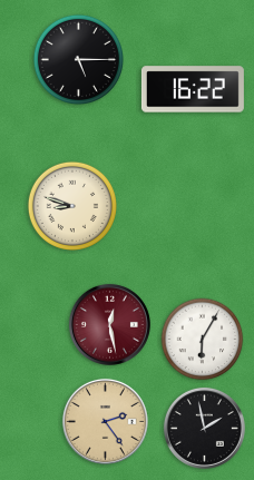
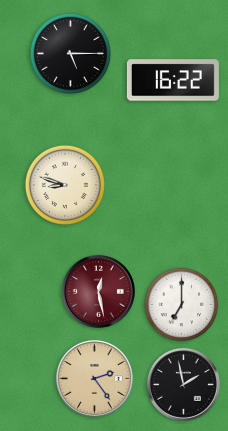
clock at (203, 340): 6:05 -> 7:00
